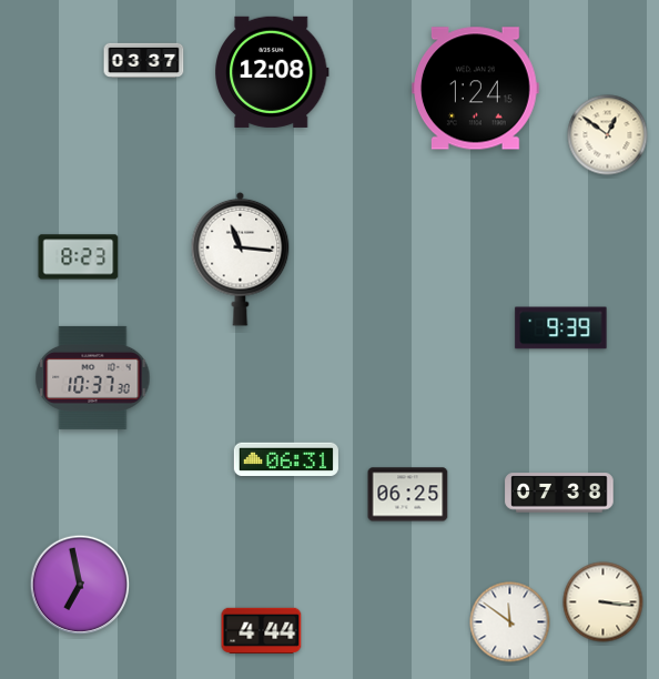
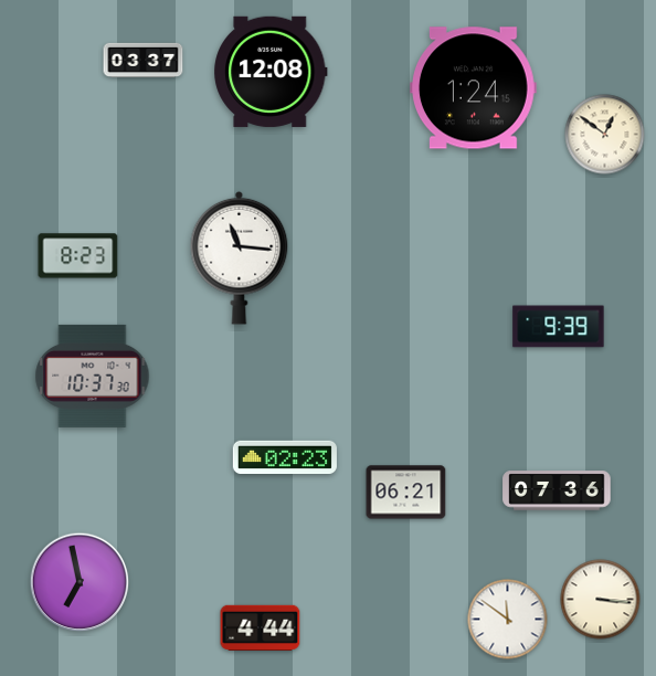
clock at (286, 458): 06:31 -> 02:23
clock at (559, 493): 07:38 -> 07:36
clock at (408, 495): 06:25 -> 06:21
